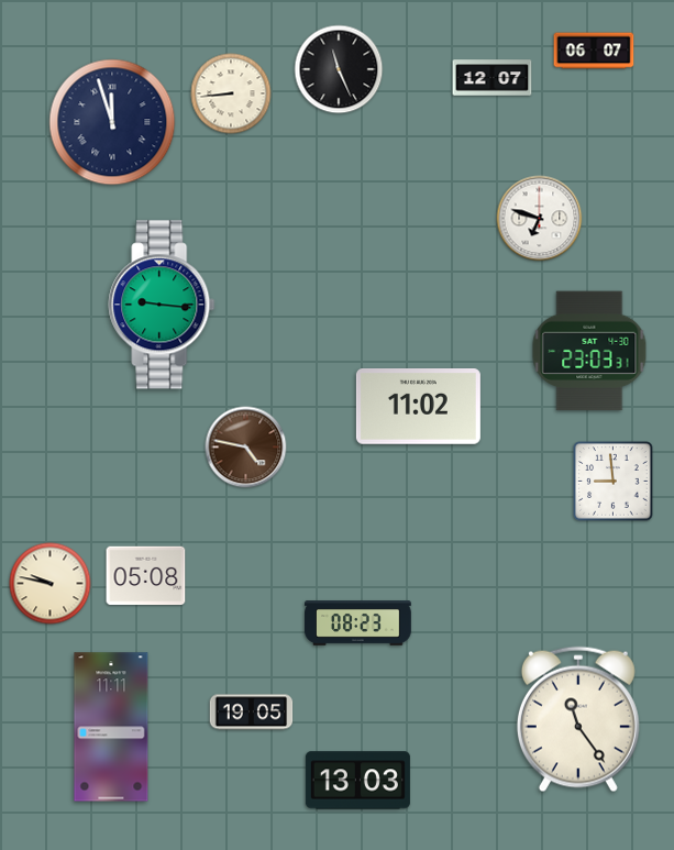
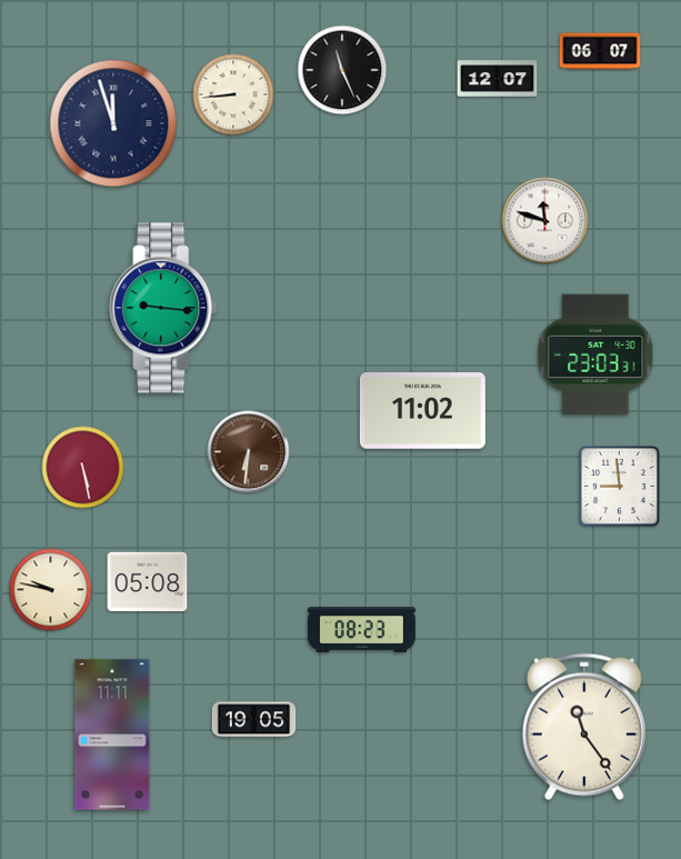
clock at (540, 219): 6:48 -> 11:48
clock at (246, 448): 4:47 -> 6:31
clock at (83, 468): none -> 5:28
clock at (357, 781): 13:03 -> none
